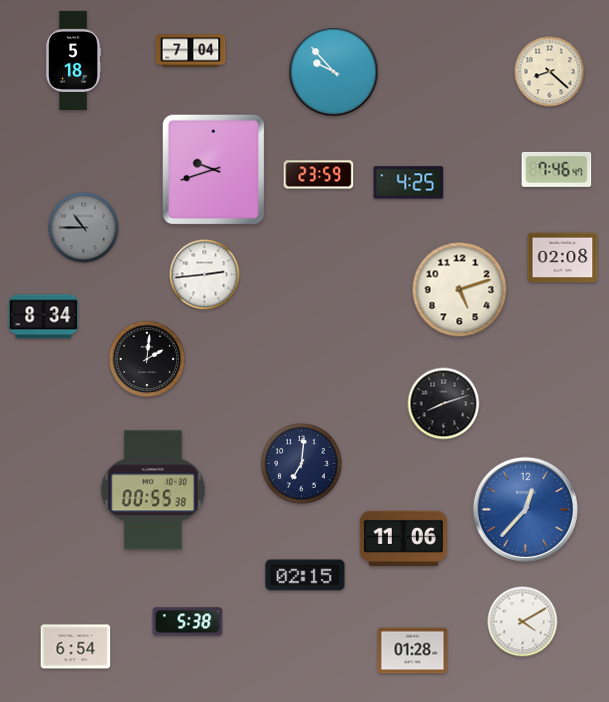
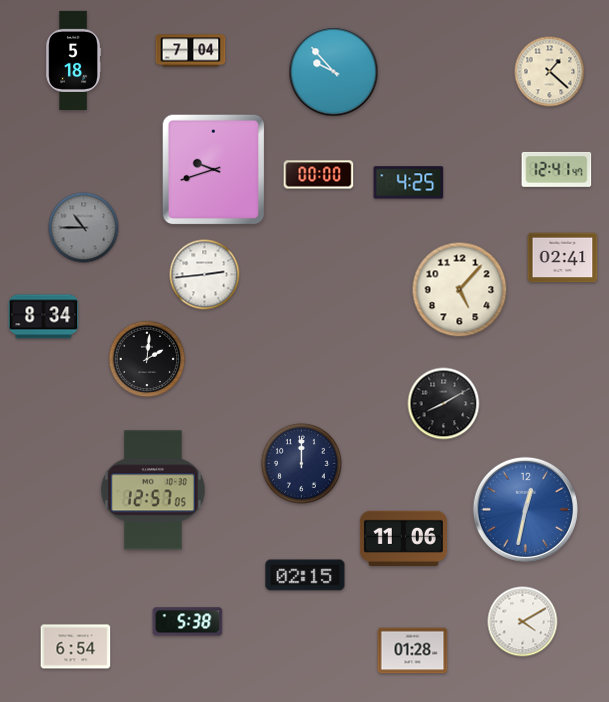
clock at (550, 72): 8:22 -> 1:22
clock at (557, 169): 7:46 -> 12:41
clock at (319, 175): 23:59 -> 00:00
clock at (563, 258): 02:08 -> 02:41
clock at (460, 290): 5:12 -> 5:07
clock at (444, 404): 8:12 -> 8:10
clock at (301, 463): 7:01 -> 12:00
clock at (153, 490): 00:55 -> 12:57
clock at (525, 509): 12:37 -> 12:32
